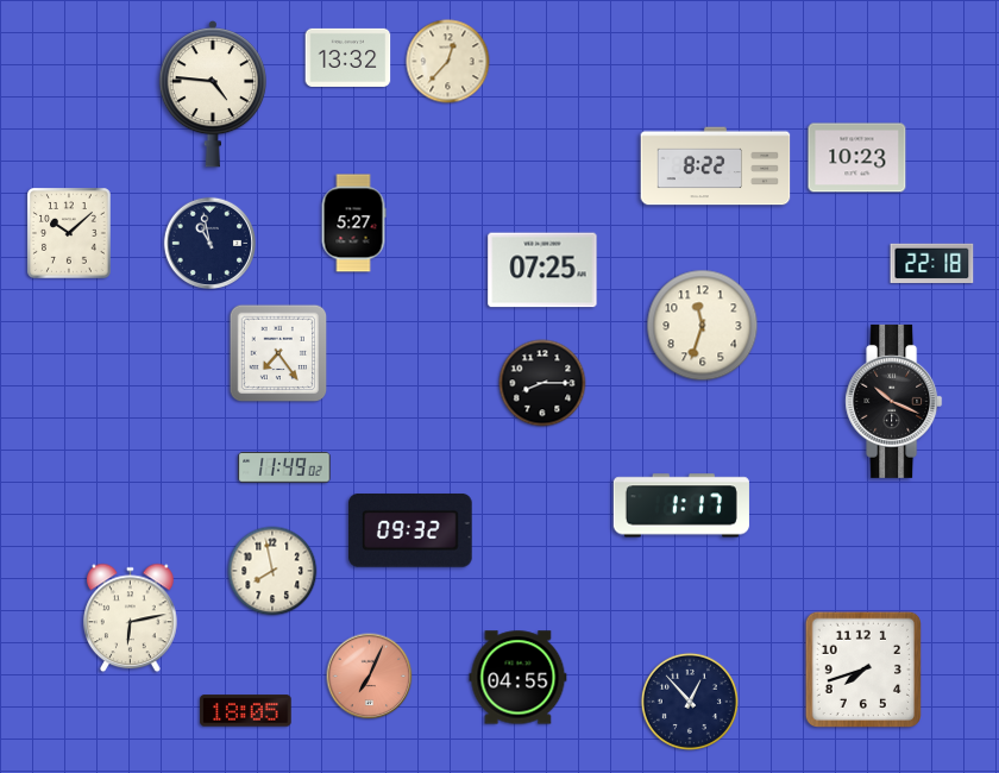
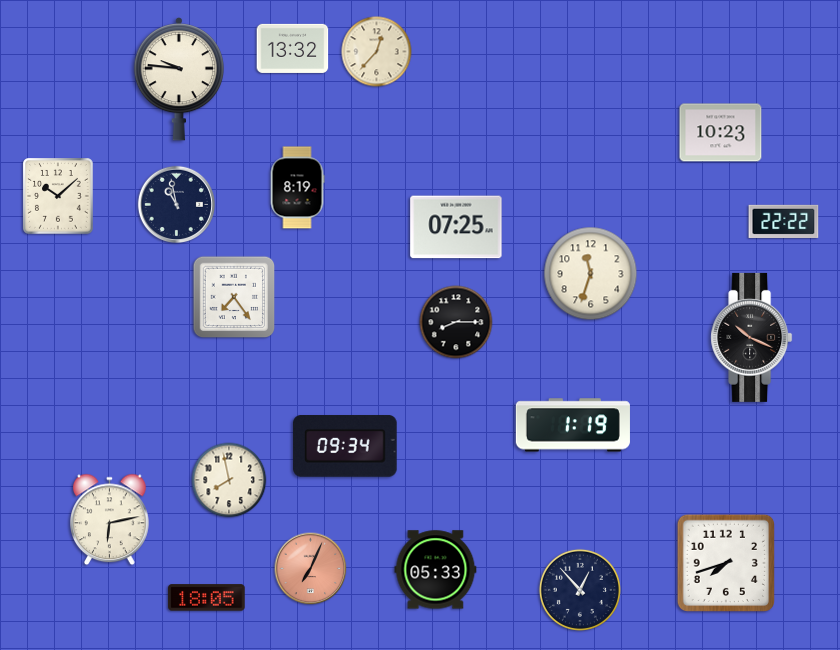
clock at (212, 95): 4:46 -> 9:46
clock at (716, 166): 8:22 -> none
clock at (353, 224): 5:27 -> 8:19
clock at (932, 263): 22:18 -> 22:22
clock at (284, 467): 11:49 -> none
clock at (681, 505): 1:17 -> 1:19
clock at (410, 532): 09:32 -> 09:34
clock at (519, 678): 04:55 -> 05:33
